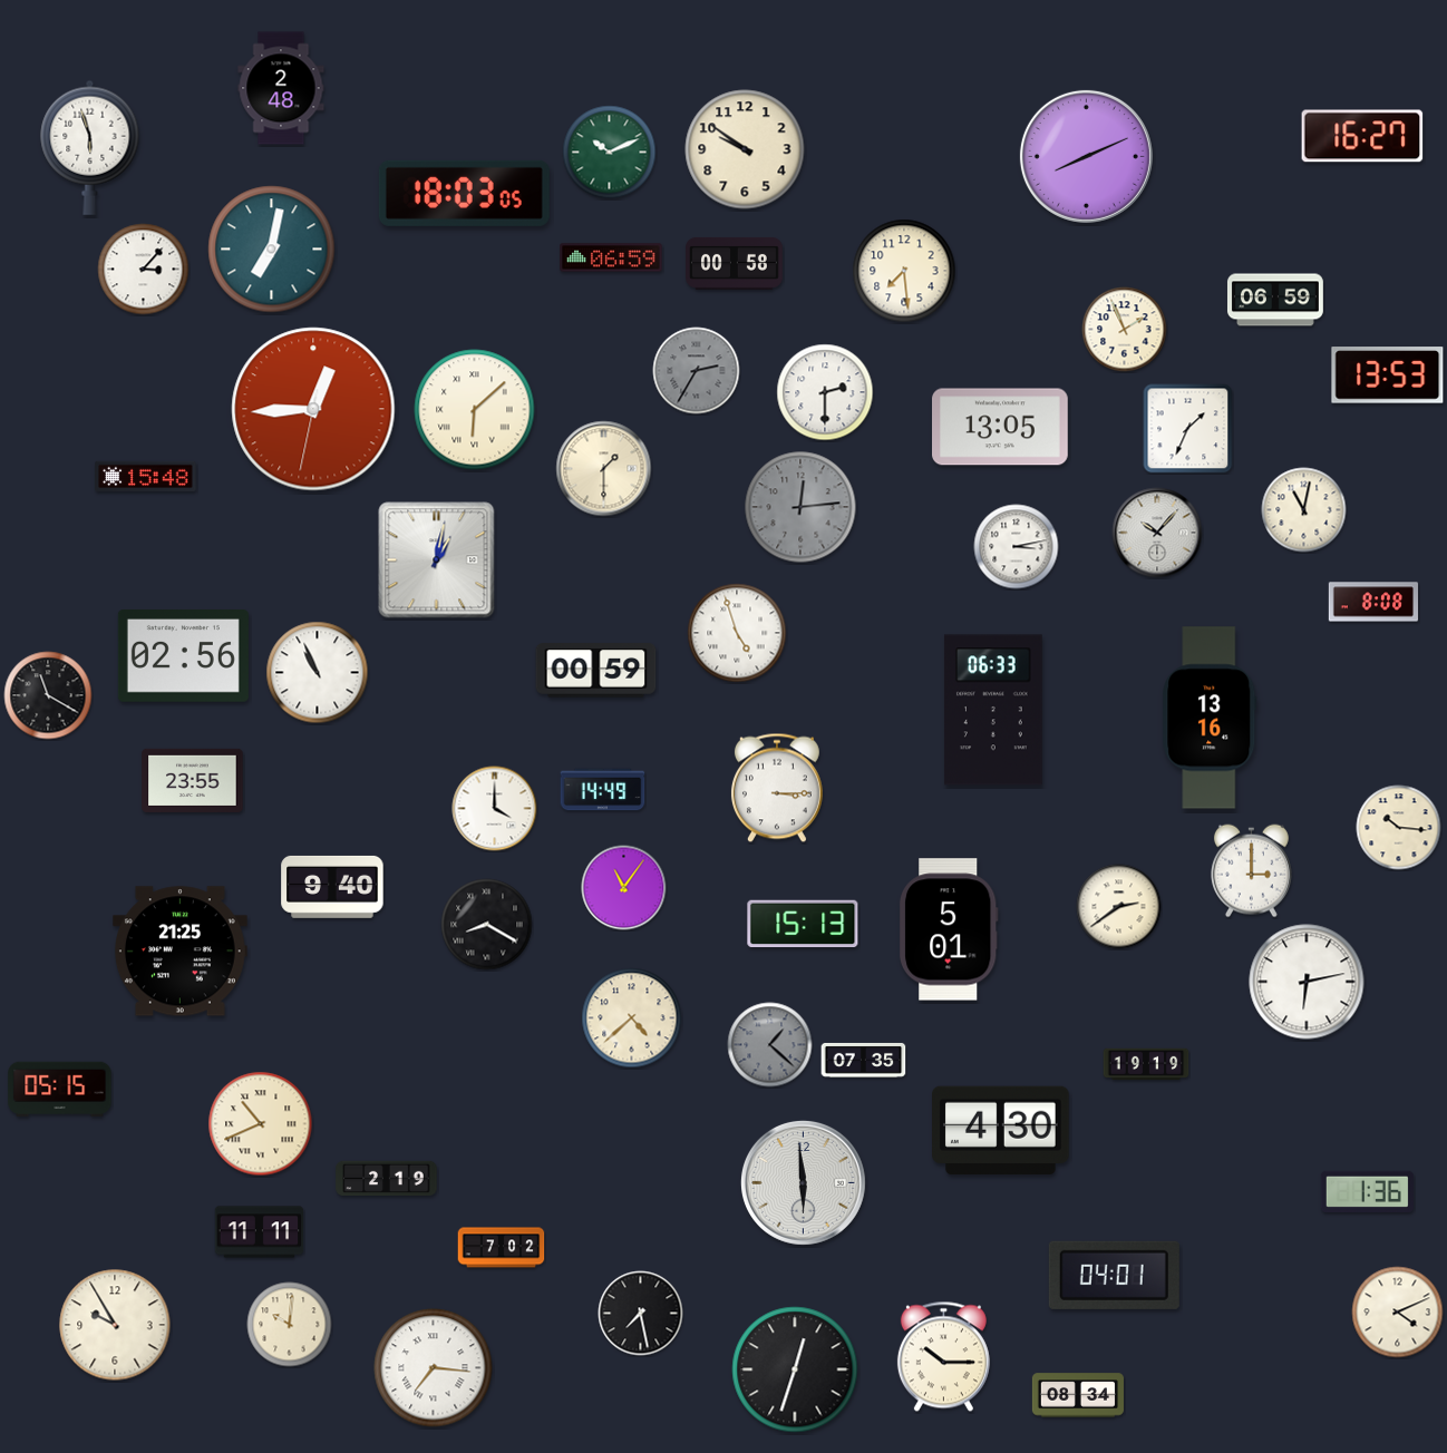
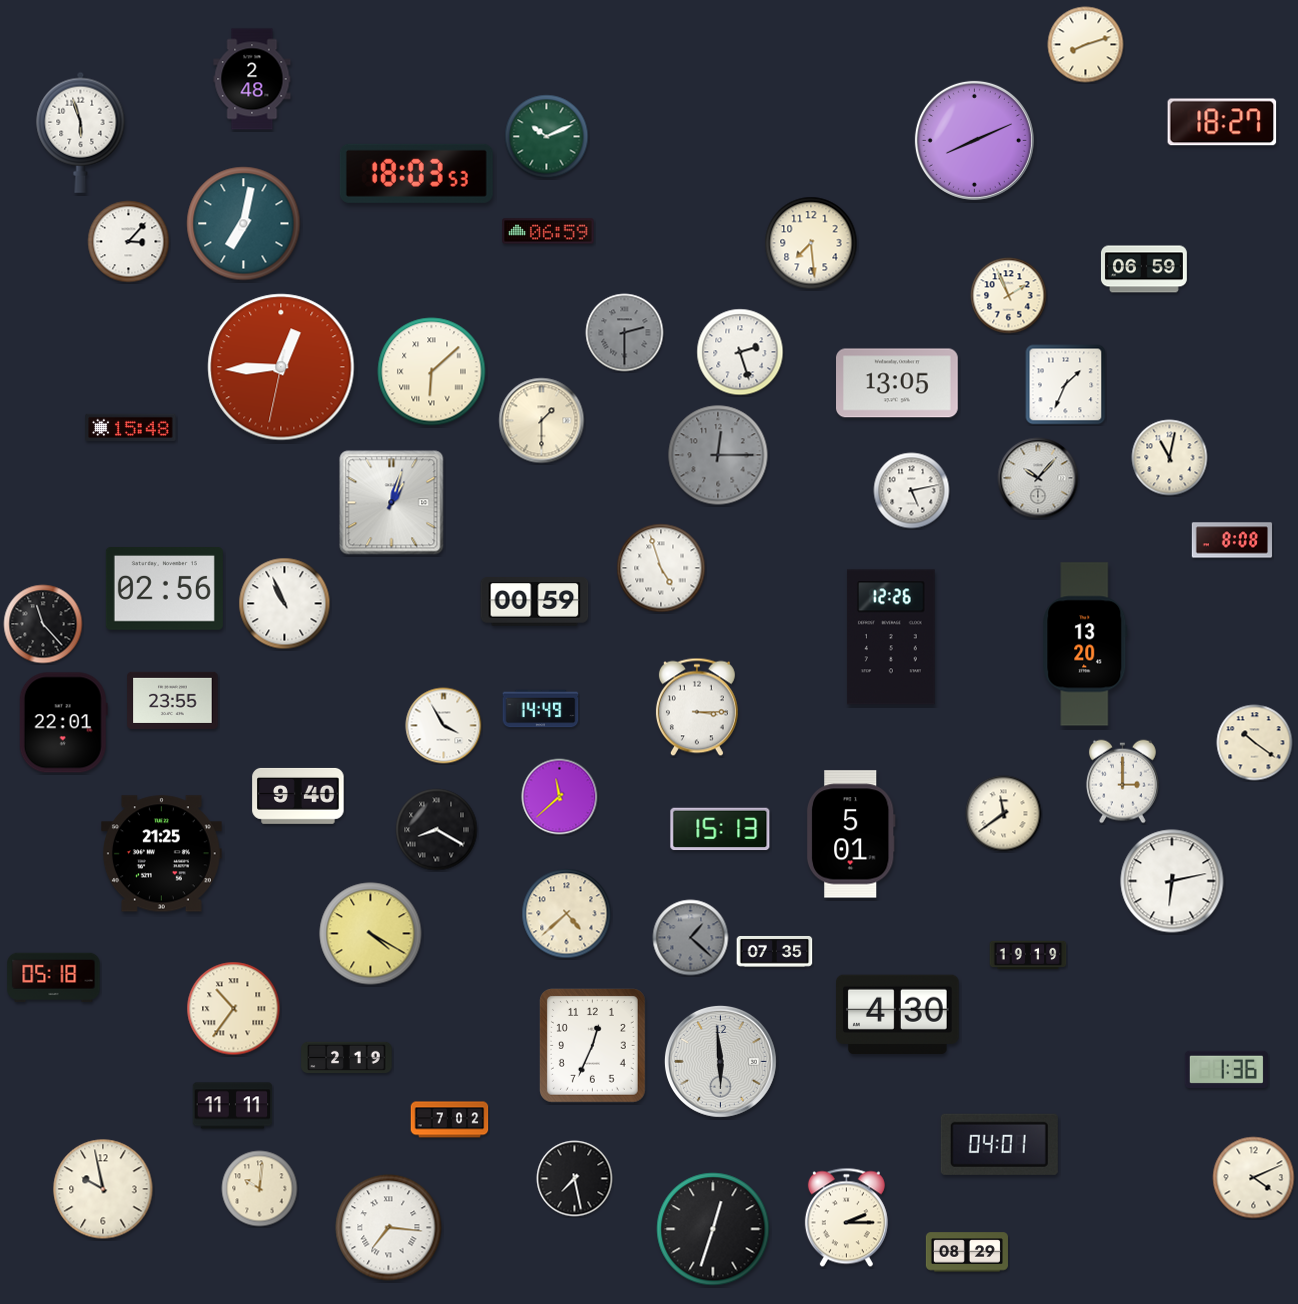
clock at (1086, 45): none -> 8:12
clock at (1362, 136): 16:27 -> 18:27
clock at (745, 149): 9:51 -> none
clock at (464, 193): 18:03:05 -> 18:03:53
clock at (735, 263): 00:58 -> none
clock at (697, 371): 2:35 -> 2:30
clock at (1388, 376): 13:53 -> none
clock at (825, 392): 2:30 -> 2:27
clock at (475, 410) position: (475, 410) -> (432, 372)
clock at (800, 507): 12:14 -> 12:15
clock at (1017, 547): 3:13 -> 5:13
clock at (437, 560): 1:02 -> 1:03
clock at (48, 695): 11:20 -> 11:23
clock at (993, 710): 06:33 -> 12:26
clock at (1210, 718): 13:16 -> 13:20
clock at (63, 723): none -> 22:01
clock at (495, 809): 4:00 -> 3:55
clock at (1399, 828): 10:16 -> 10:21
clock at (624, 888): 11:06 -> 11:38
clock at (1119, 907): 2:39 -> 11:39
clock at (371, 934): none -> 4:20
clock at (60, 1090): 05:15 -> 05:18
clock at (261, 1124): 10:41 -> 10:36
clock at (592, 1046): none -> 12:34
clock at (115, 1325): 9:55 -> 9:58
clock at (943, 1357): 10:15 -> 2:15
clock at (1078, 1395): 08:34 -> 08:29
